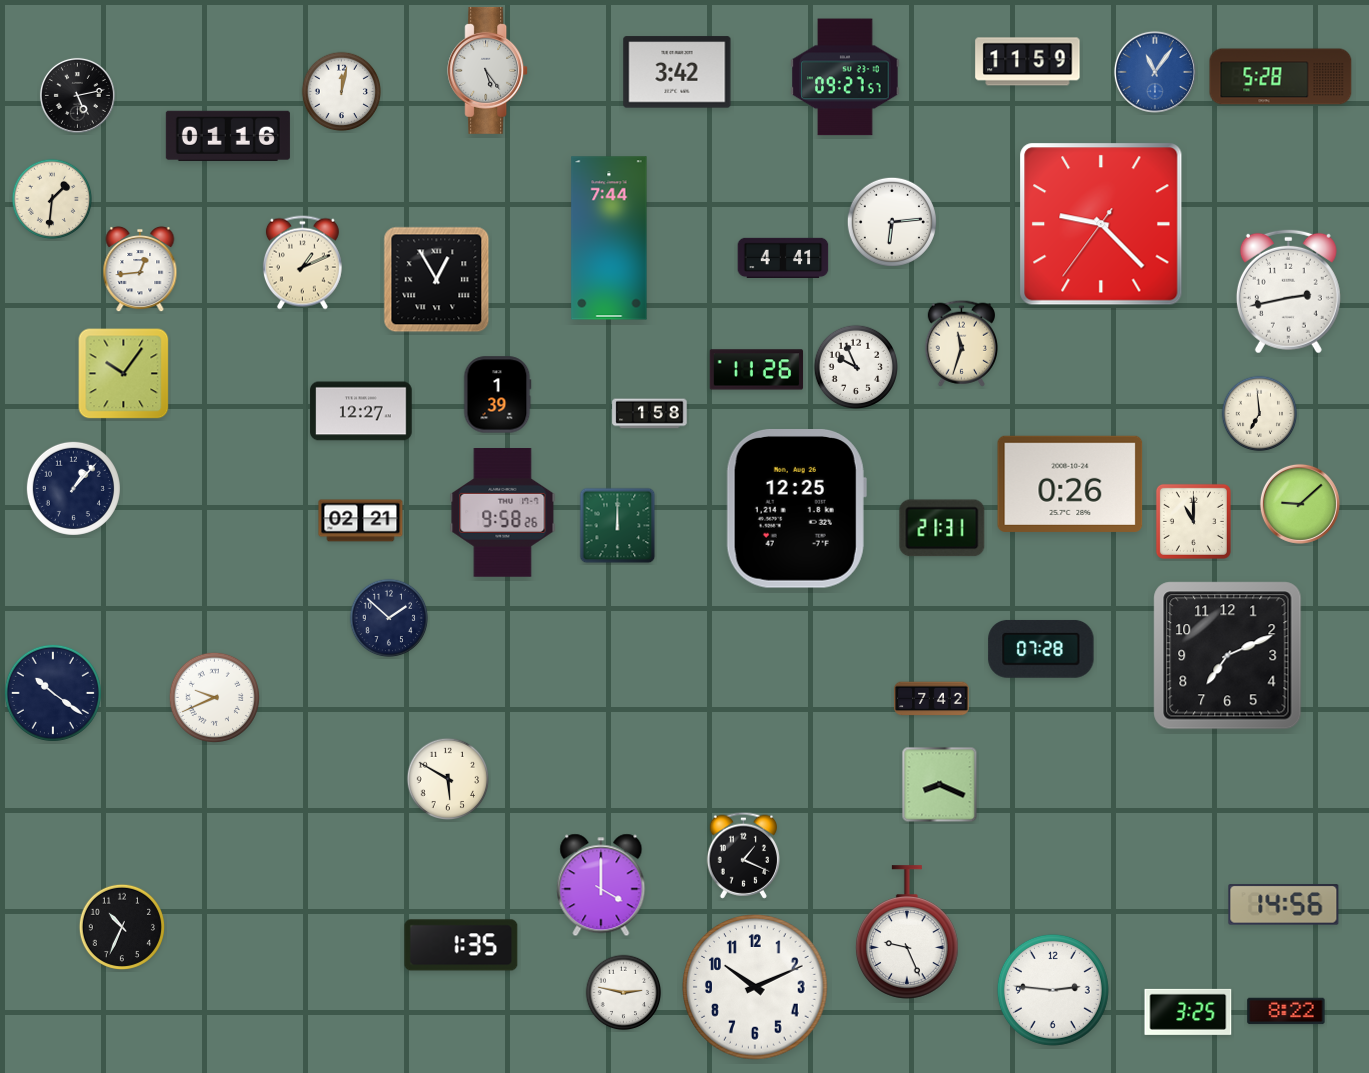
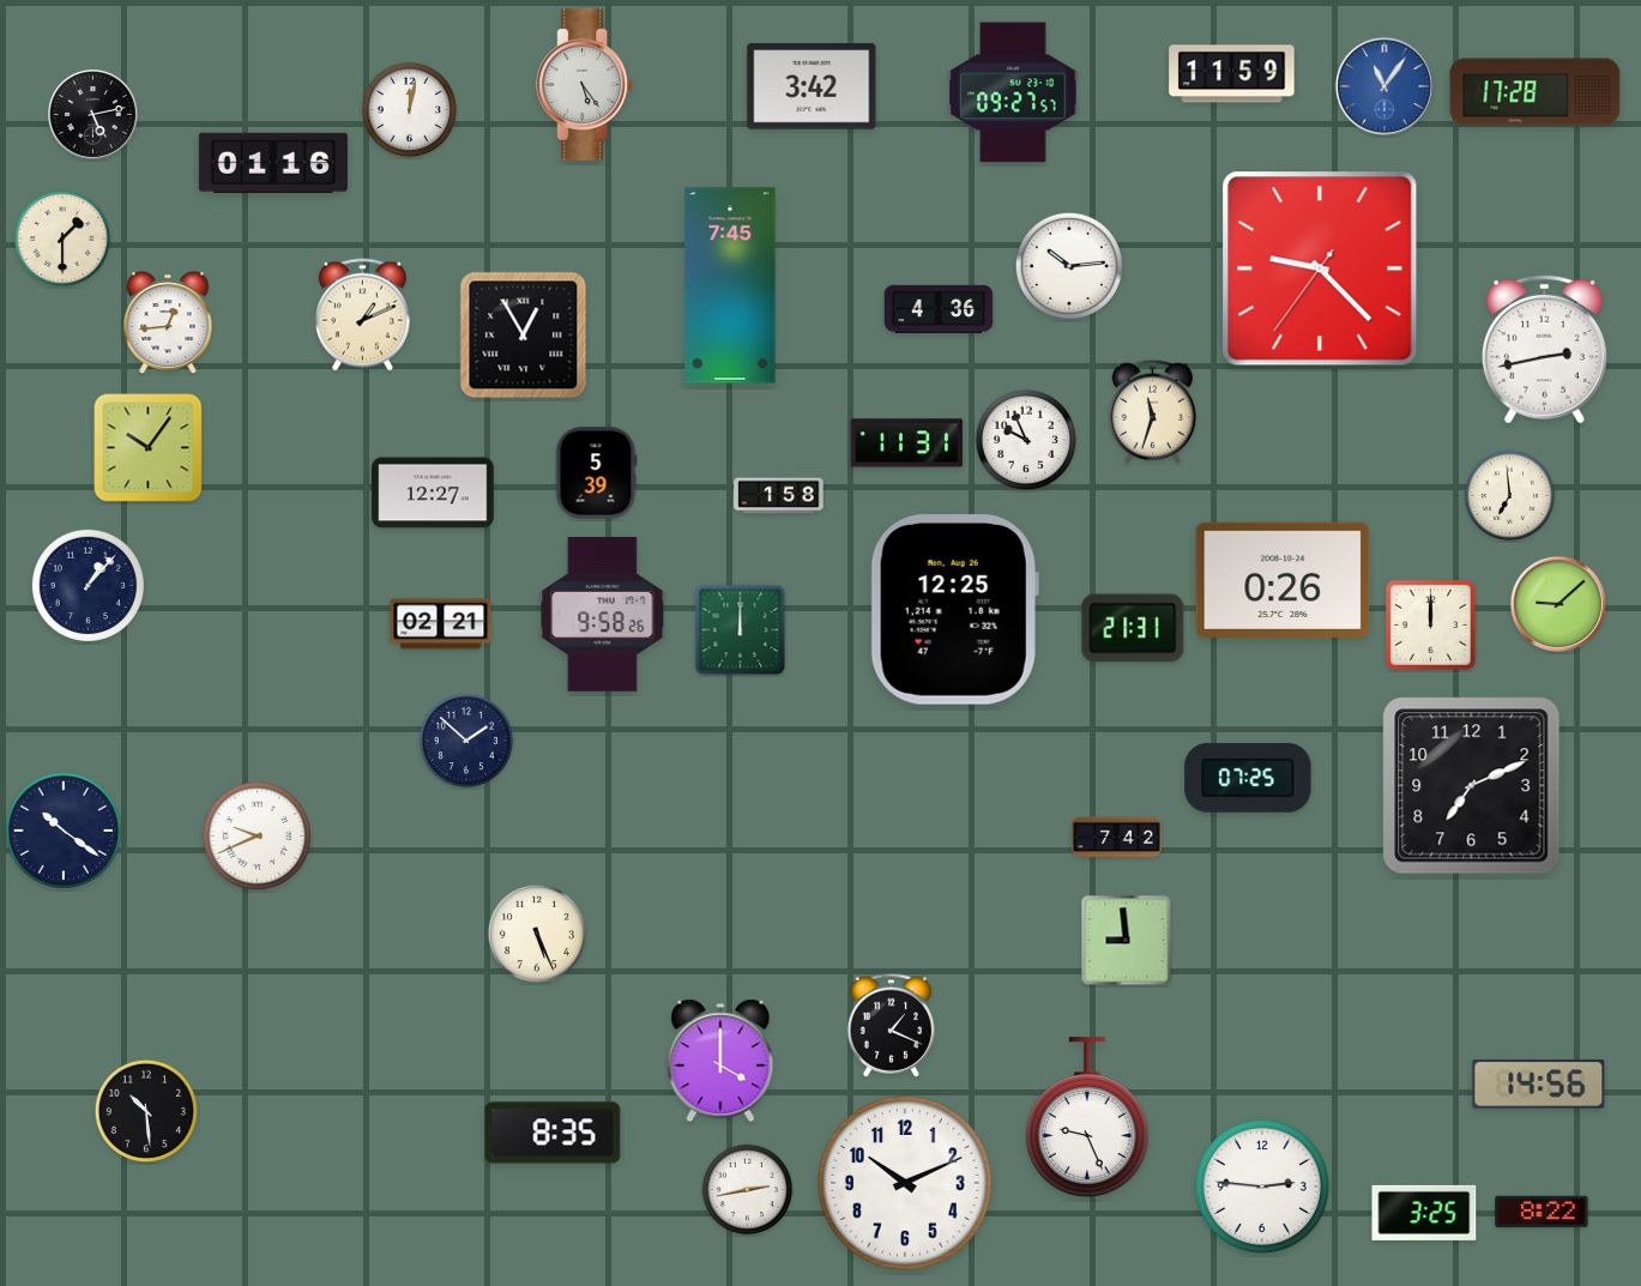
clock at (1281, 77): 5:28 -> 17:28
clock at (52, 199): 1:31 -> 1:30
clock at (892, 222): 6:14 -> 10:14
clock at (609, 238): 7:44 -> 7:45
clock at (783, 258): 4:41 -> 4:36
clock at (757, 370): 11:26 -> 11:31
clock at (498, 395): 1:39 -> 5:39
clock at (361, 521) position: (361, 521) -> (441, 624)
clock at (1193, 521): 11:00 -> 12:00
clock at (942, 528) position: (942, 528) -> (1133, 628)
clock at (1041, 649): 07:28 -> 07:25
clock at (448, 779): 5:50 -> 5:26
clock at (940, 785): 8:19 -> 8:59
clock at (121, 926): 10:34 -> 10:29
clock at (461, 945): 1:35 -> 8:35
clock at (624, 993): 2:47 -> 2:43
